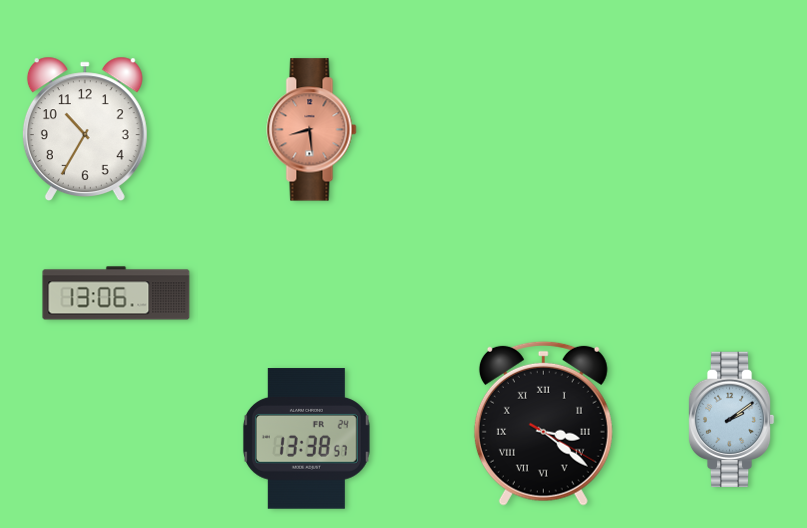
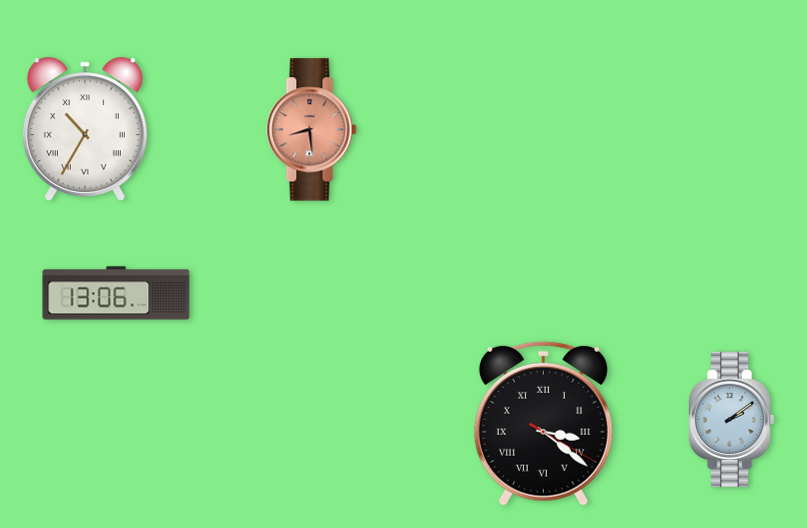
clock at (85, 128) numerals: Arabic -> Roman
clock at (306, 439): 13:38 -> none
